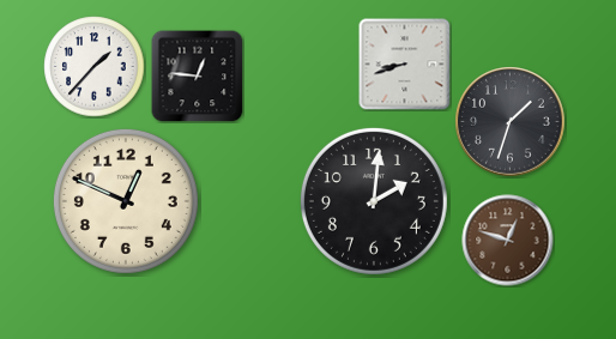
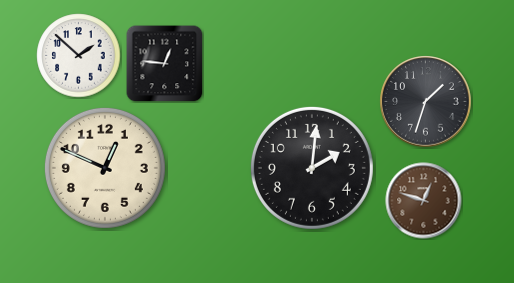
clock at (405, 65): 8:42 -> none
clock at (95, 67): 1:37 -> 1:52
